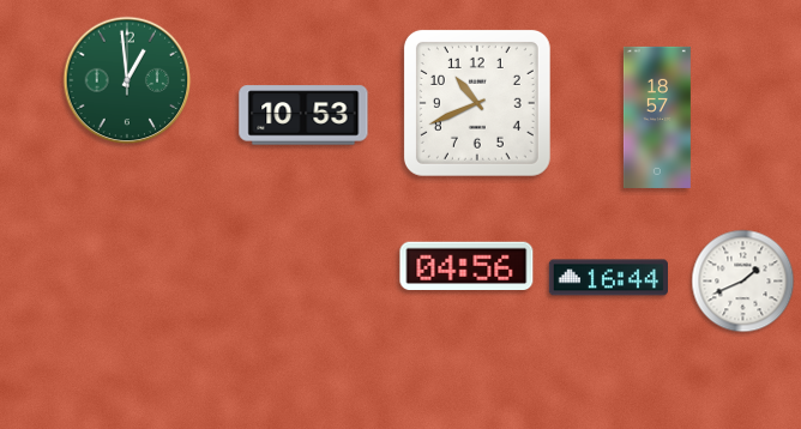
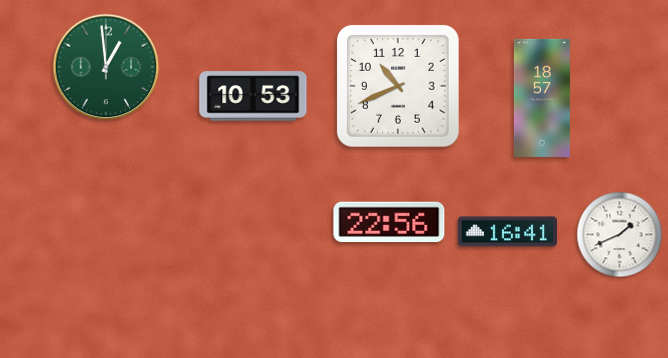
clock at (657, 117) position: (657, 117) -> (542, 98)
clock at (466, 266): 04:56 -> 22:56
clock at (608, 278): 16:44 -> 16:41
